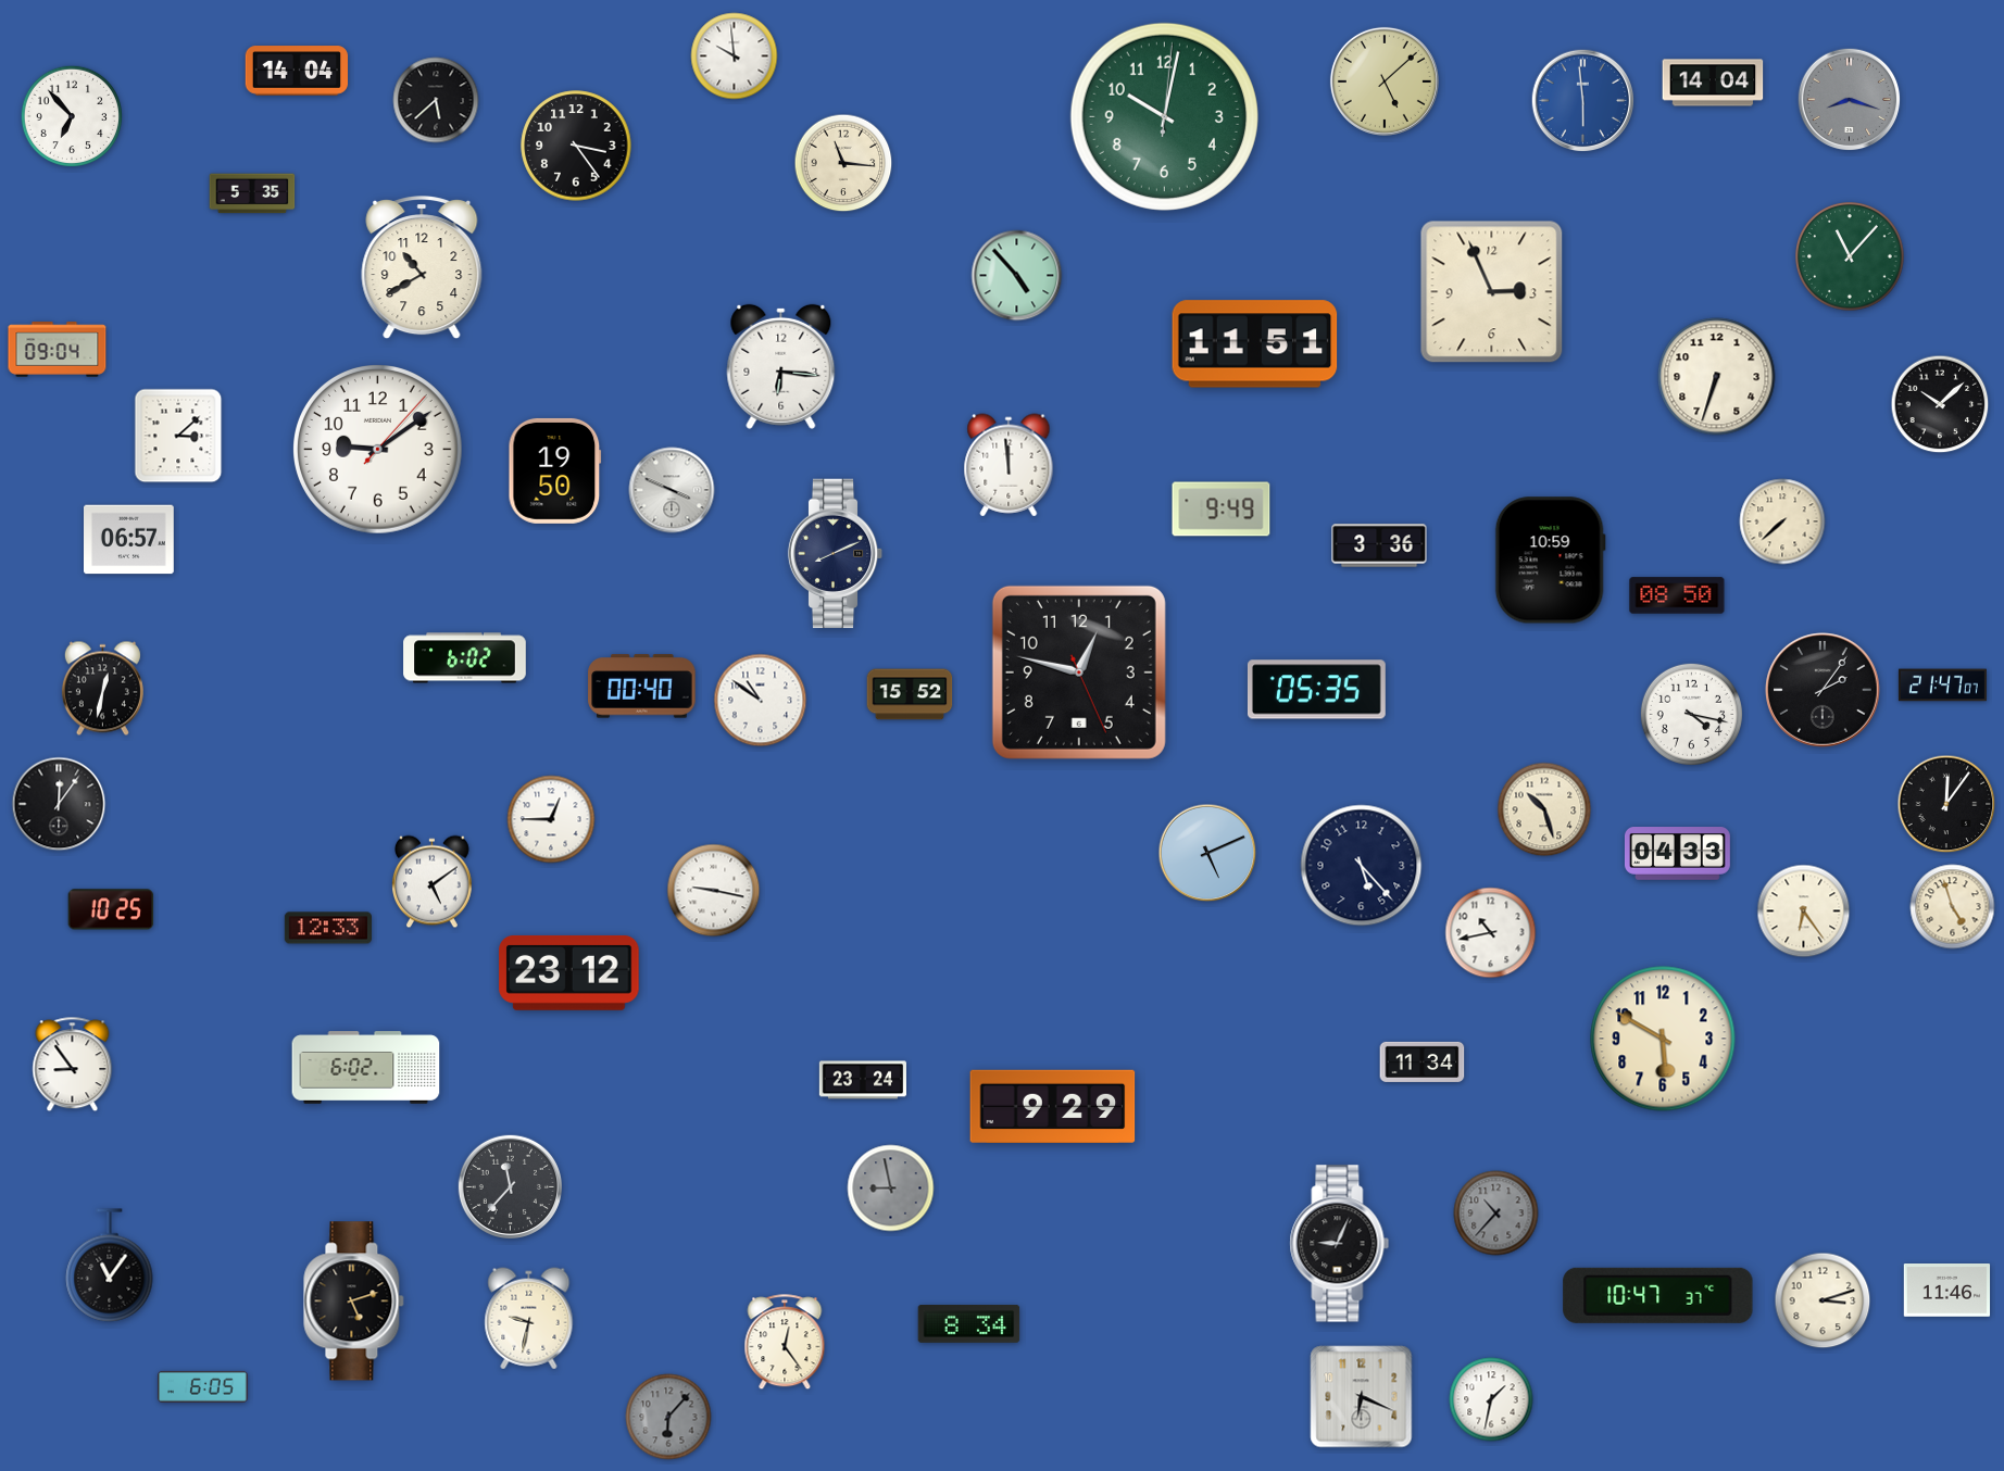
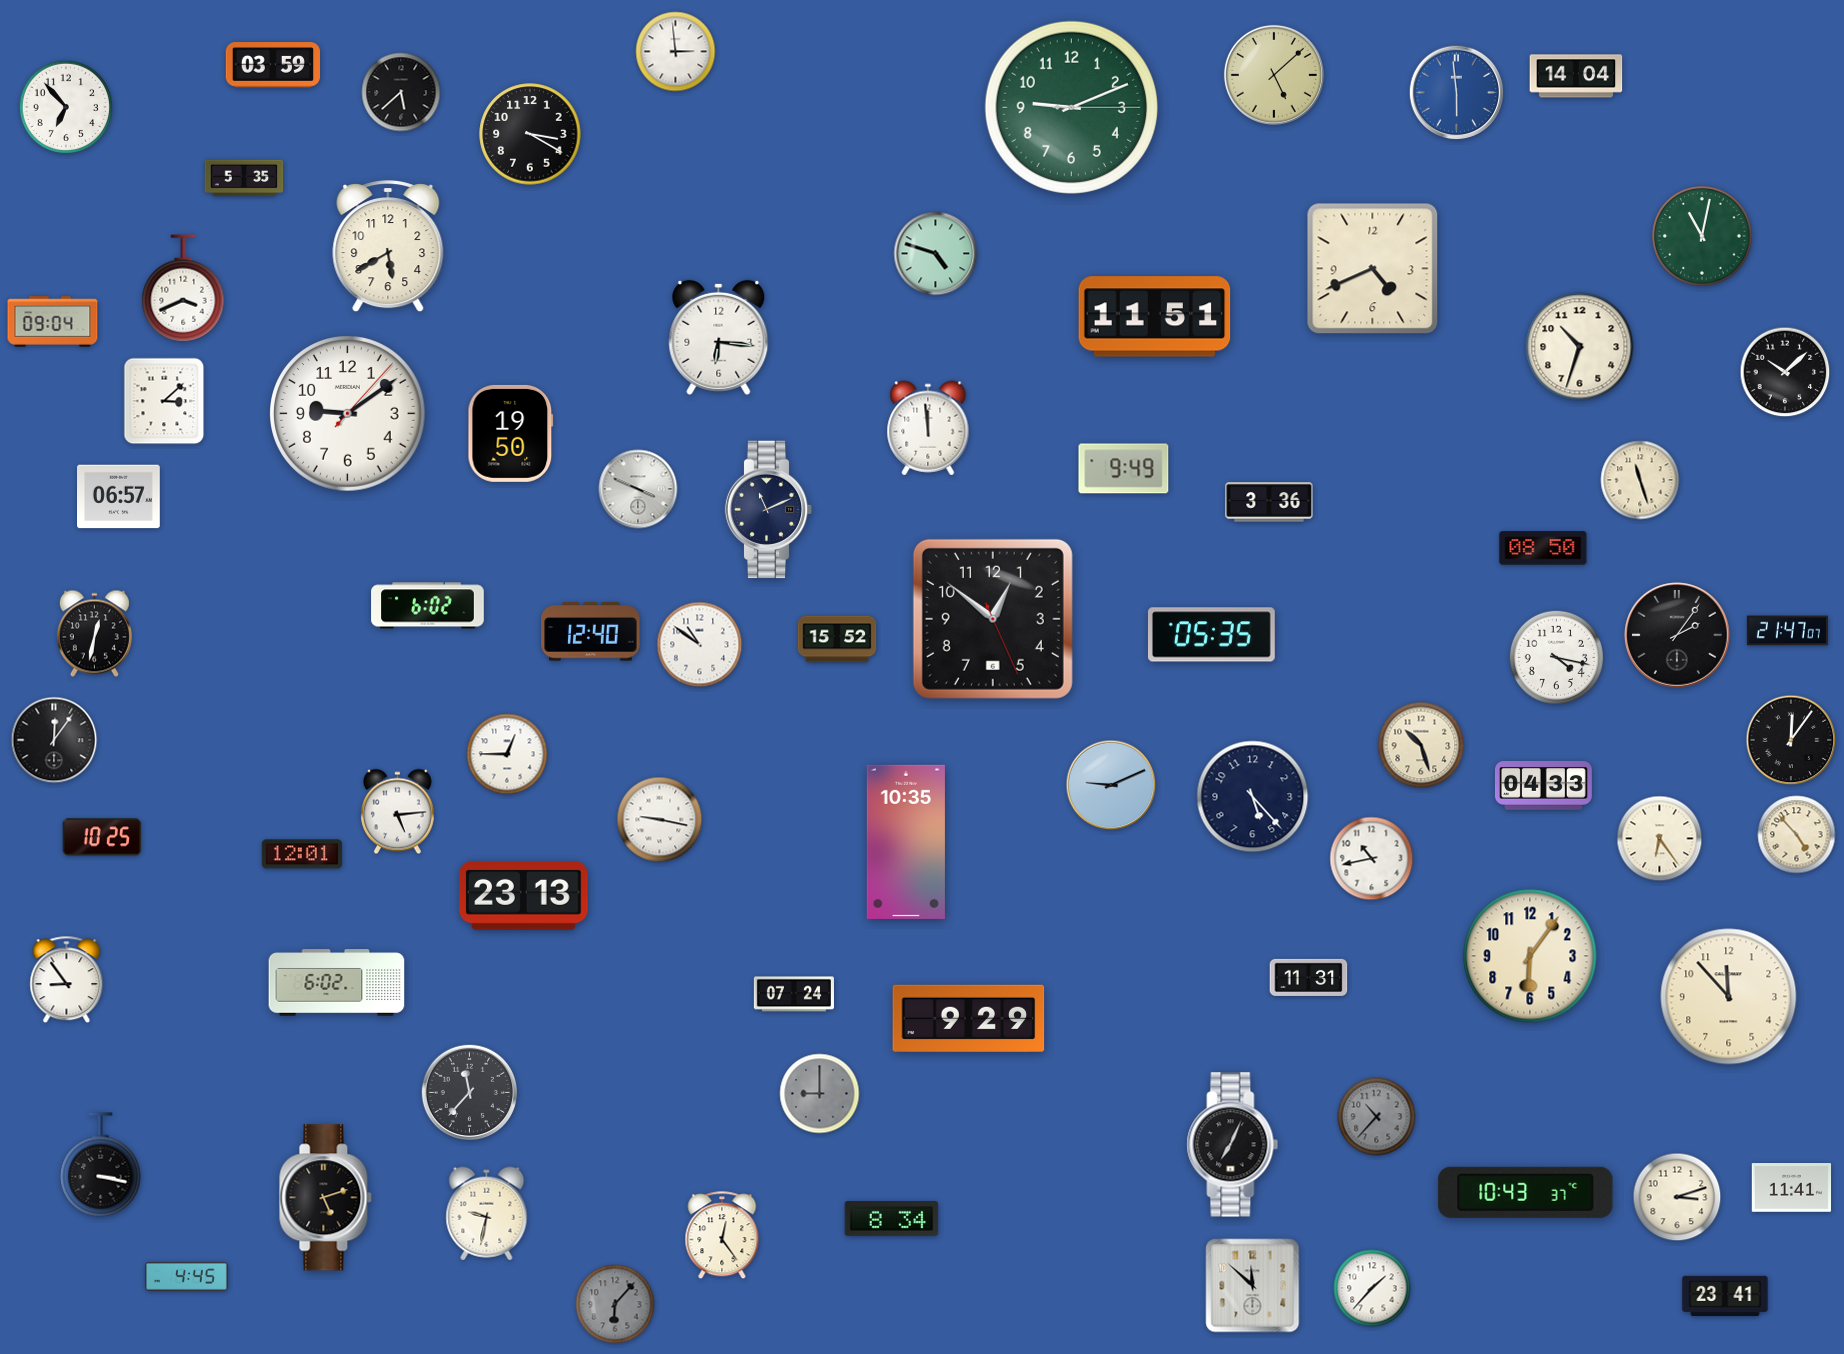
clock at (735, 56): 9:59 -> 2:59
clock at (297, 71): 14:04 -> 03:59
clock at (1850, 100): 8:18 -> none
clock at (1164, 116): 10:02 -> 9:11
clock at (576, 146): 3:24 -> 3:20
clock at (843, 163): 11:16 -> none
clock at (252, 193) position: (252, 193) -> (244, 178)
clock at (1850, 256): 11:07 -> 11:02
clock at (422, 268): 10:40 -> 5:40
clock at (1017, 276): 4:53 -> 4:48
clock at (1492, 292): 2:56 -> 4:41
clock at (183, 288): none -> 3:41
clock at (1717, 377): 6:33 -> 10:33
clock at (672, 490) position: (672, 490) -> (638, 489)
clock at (1782, 521): 7:38 -> 11:27
clock at (836, 554): 8:11 -> 11:11
clock at (1550, 561): 10:59 -> none
clock at (1079, 672): 12:47 -> 12:51
clock at (642, 687): 00:40 -> 12:40
clock at (1207, 853): 5:11 -> 9:11
clock at (433, 882): 5:09 -> 5:14
clock at (714, 891) position: (714, 891) -> (660, 820)
clock at (1953, 907): 4:57 -> 4:53
clock at (906, 842): none -> 10:35
clock at (328, 928): 12:33 -> 12:01
clock at (569, 972): 23:12 -> 23:13
clock at (1663, 1039): 5:50 -> 6:06
clock at (1423, 1061): 11:34 -> 11:31
clock at (863, 1080): 23:24 -> 07:24
clock at (1729, 997): none -> 11:53
clock at (891, 1189): 8:58 -> 9:00
clock at (1340, 1244): 9:04 -> 7:04
clock at (110, 1266): 11:06 -> 3:17
clock at (1947, 1291): 11:46 -> 11:41
clock at (1658, 1295): 10:47 -> 10:43
clock at (203, 1386): 6:05 -> 4:45
clock at (1362, 1397): 6:19 -> 11:52
clock at (1491, 1399): 1:32 -> 1:37
clock at (1725, 1296): none -> 23:41
